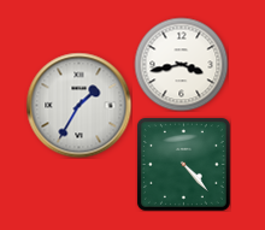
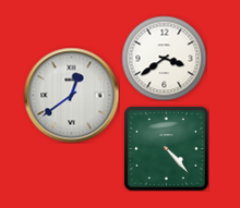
clock at (181, 64): 3:43 -> 3:39
clock at (78, 105): 1:35 -> 12:39
